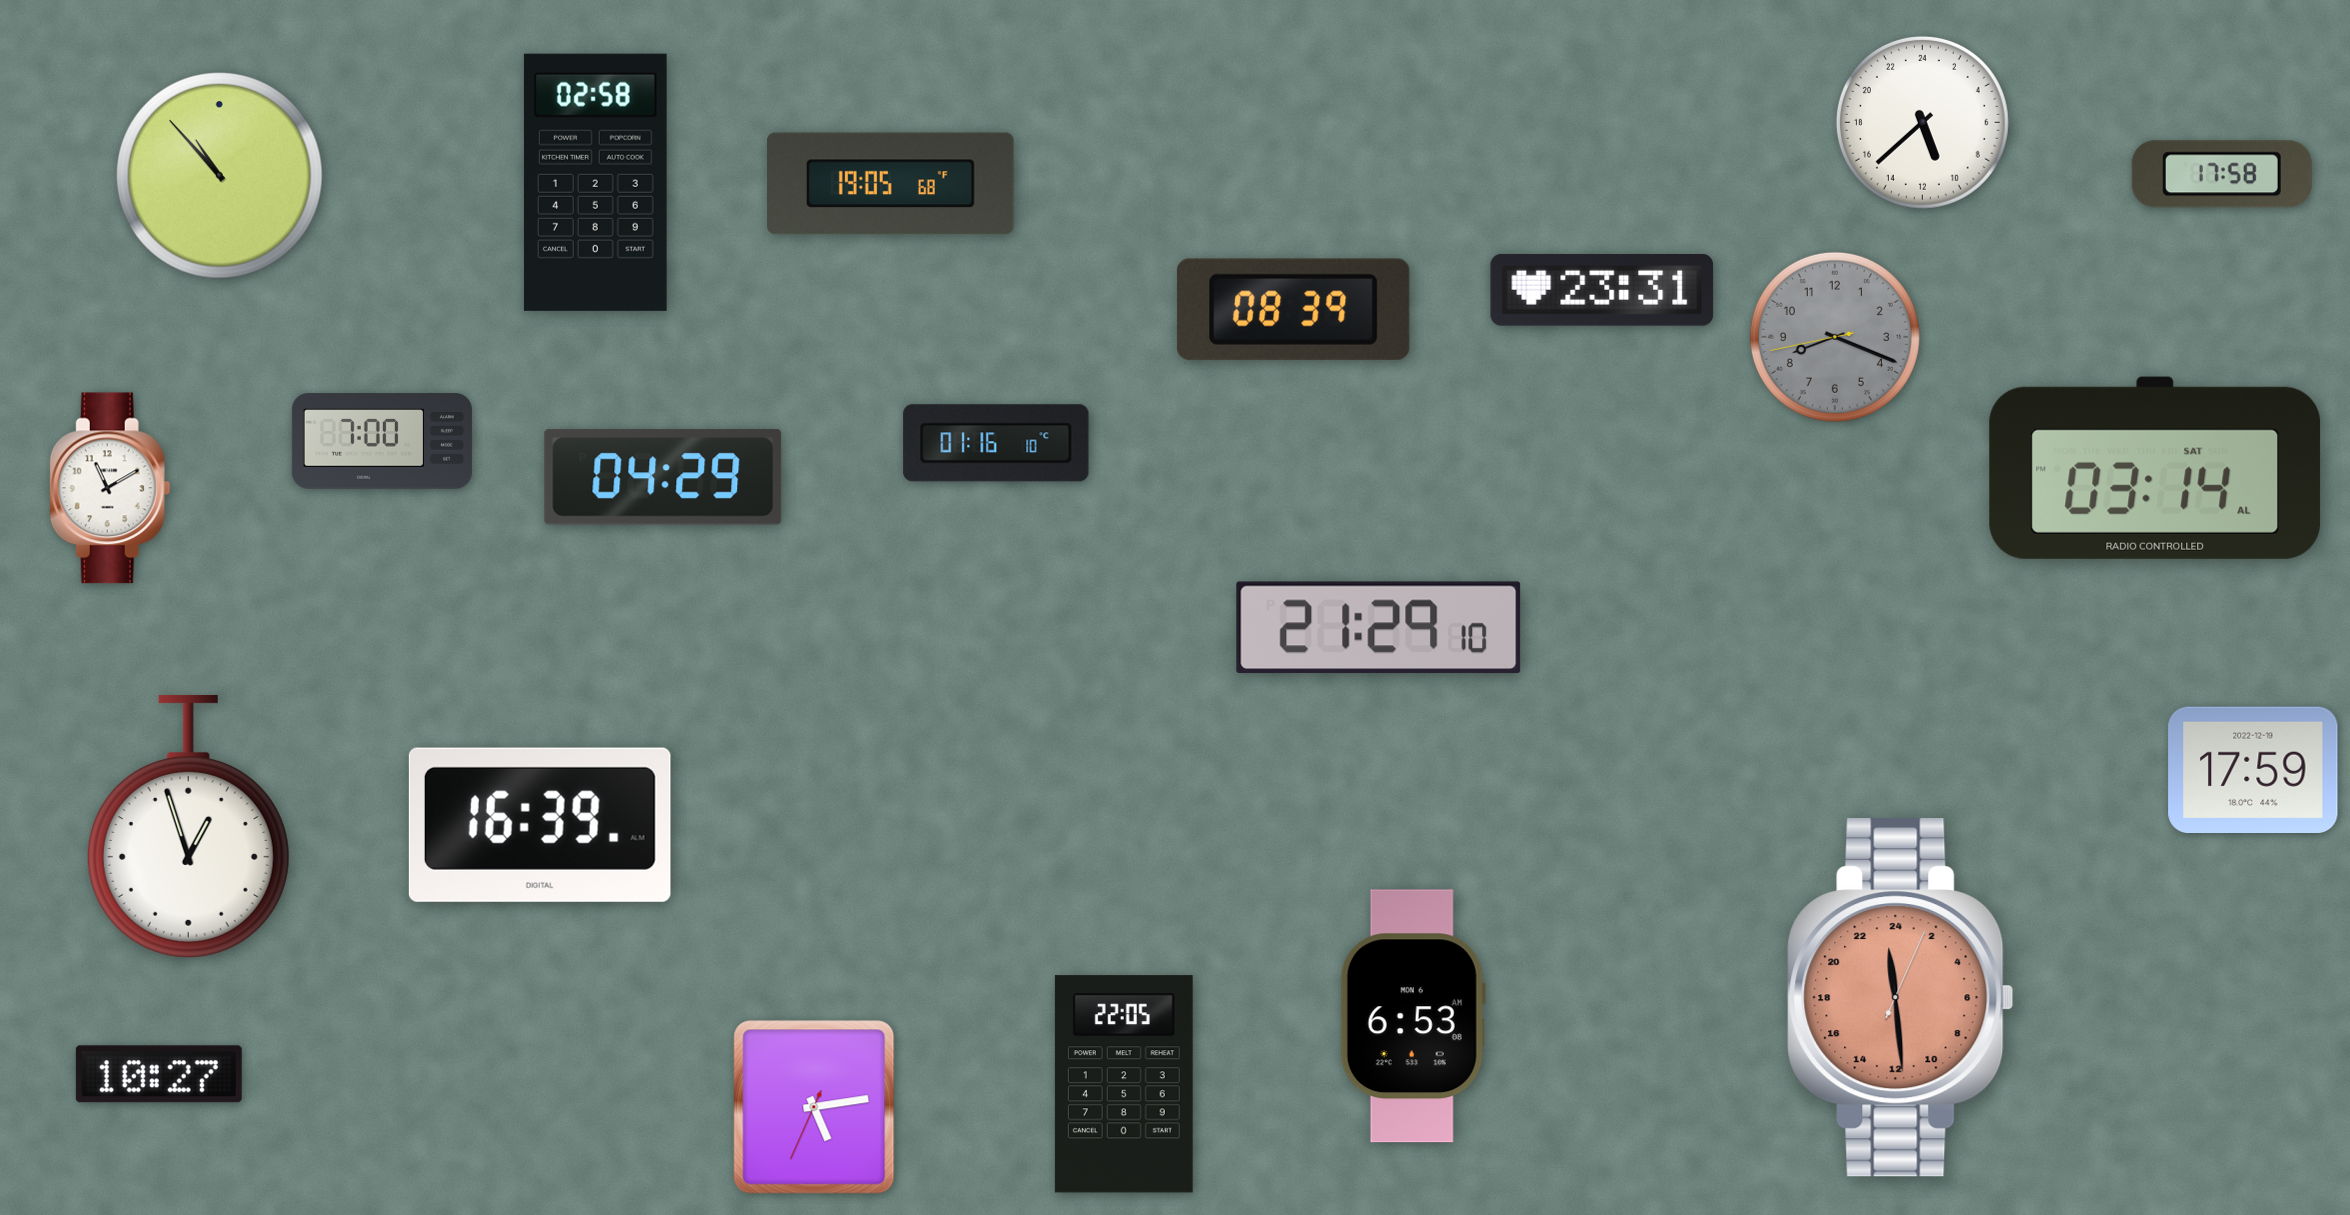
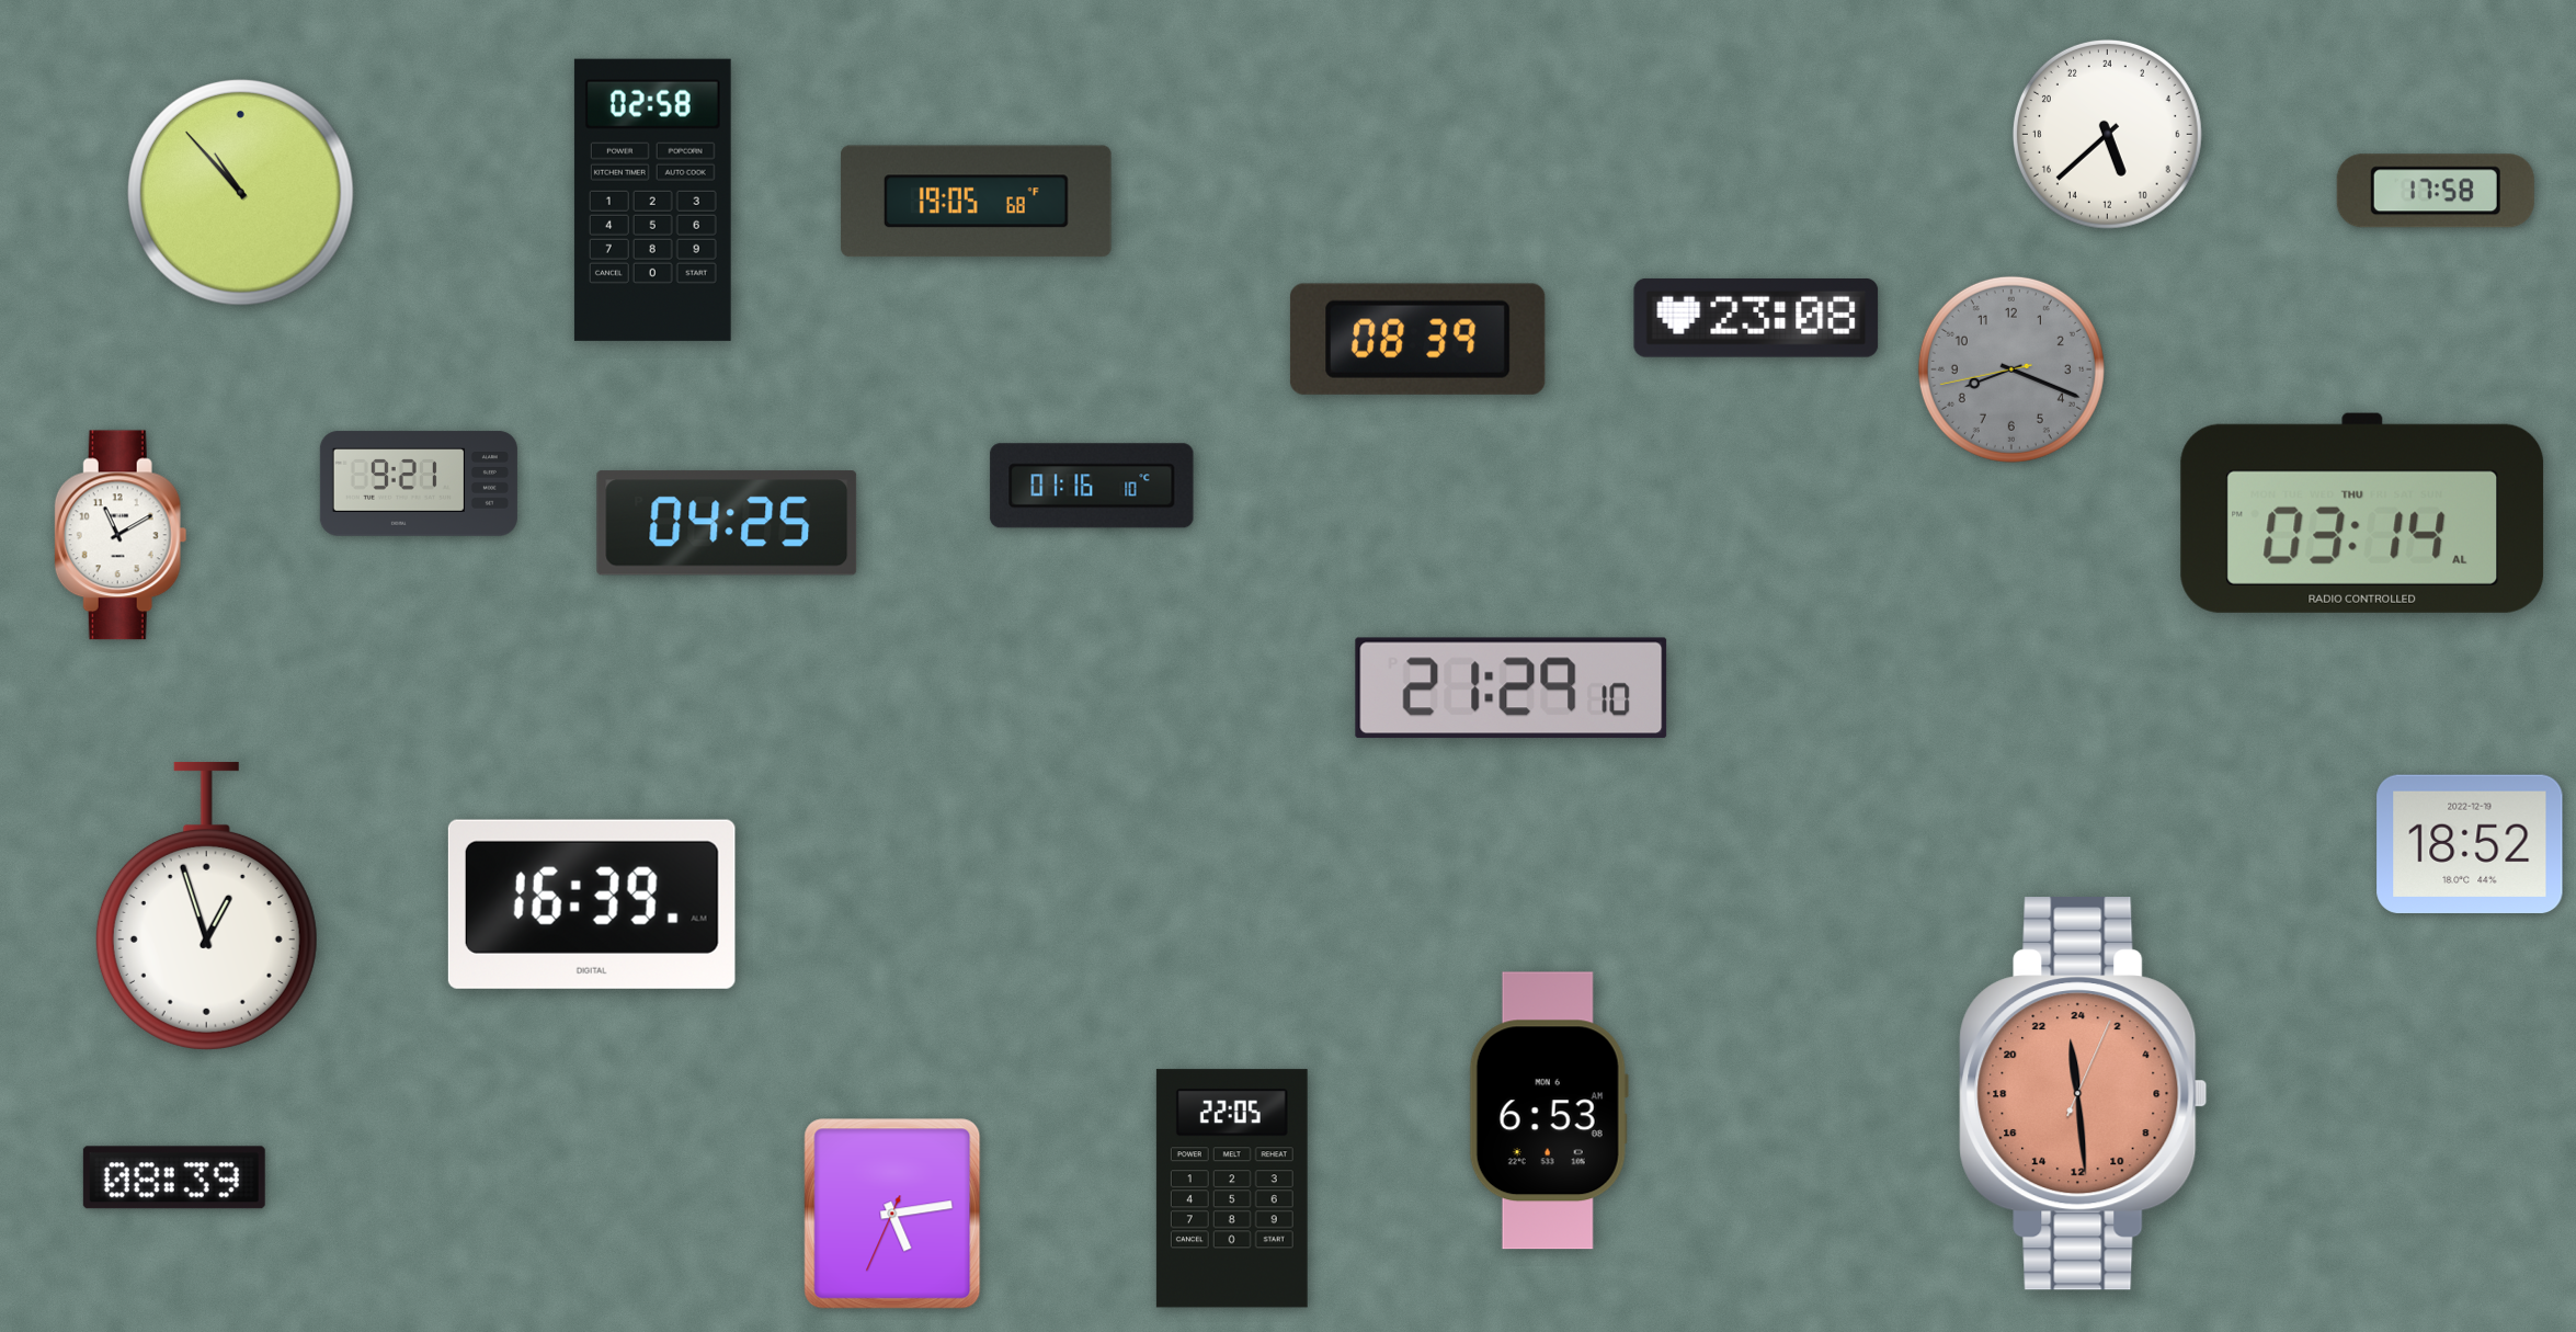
clock at (1602, 290): 23:31 -> 23:08
clock at (382, 441): 7:00 -> 9:21
clock at (2155, 468) date: SAT -> THU
clock at (663, 477): 04:29 -> 04:25
clock at (2253, 769): 17:59 -> 18:52
clock at (1413, 1016) position: (1413, 1016) -> (1549, 1111)
clock at (159, 1074): 10:27 -> 08:39
